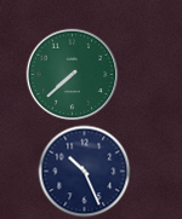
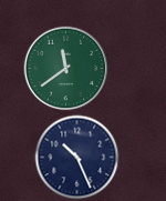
clock at (73, 75): 7:38 -> 11:39
